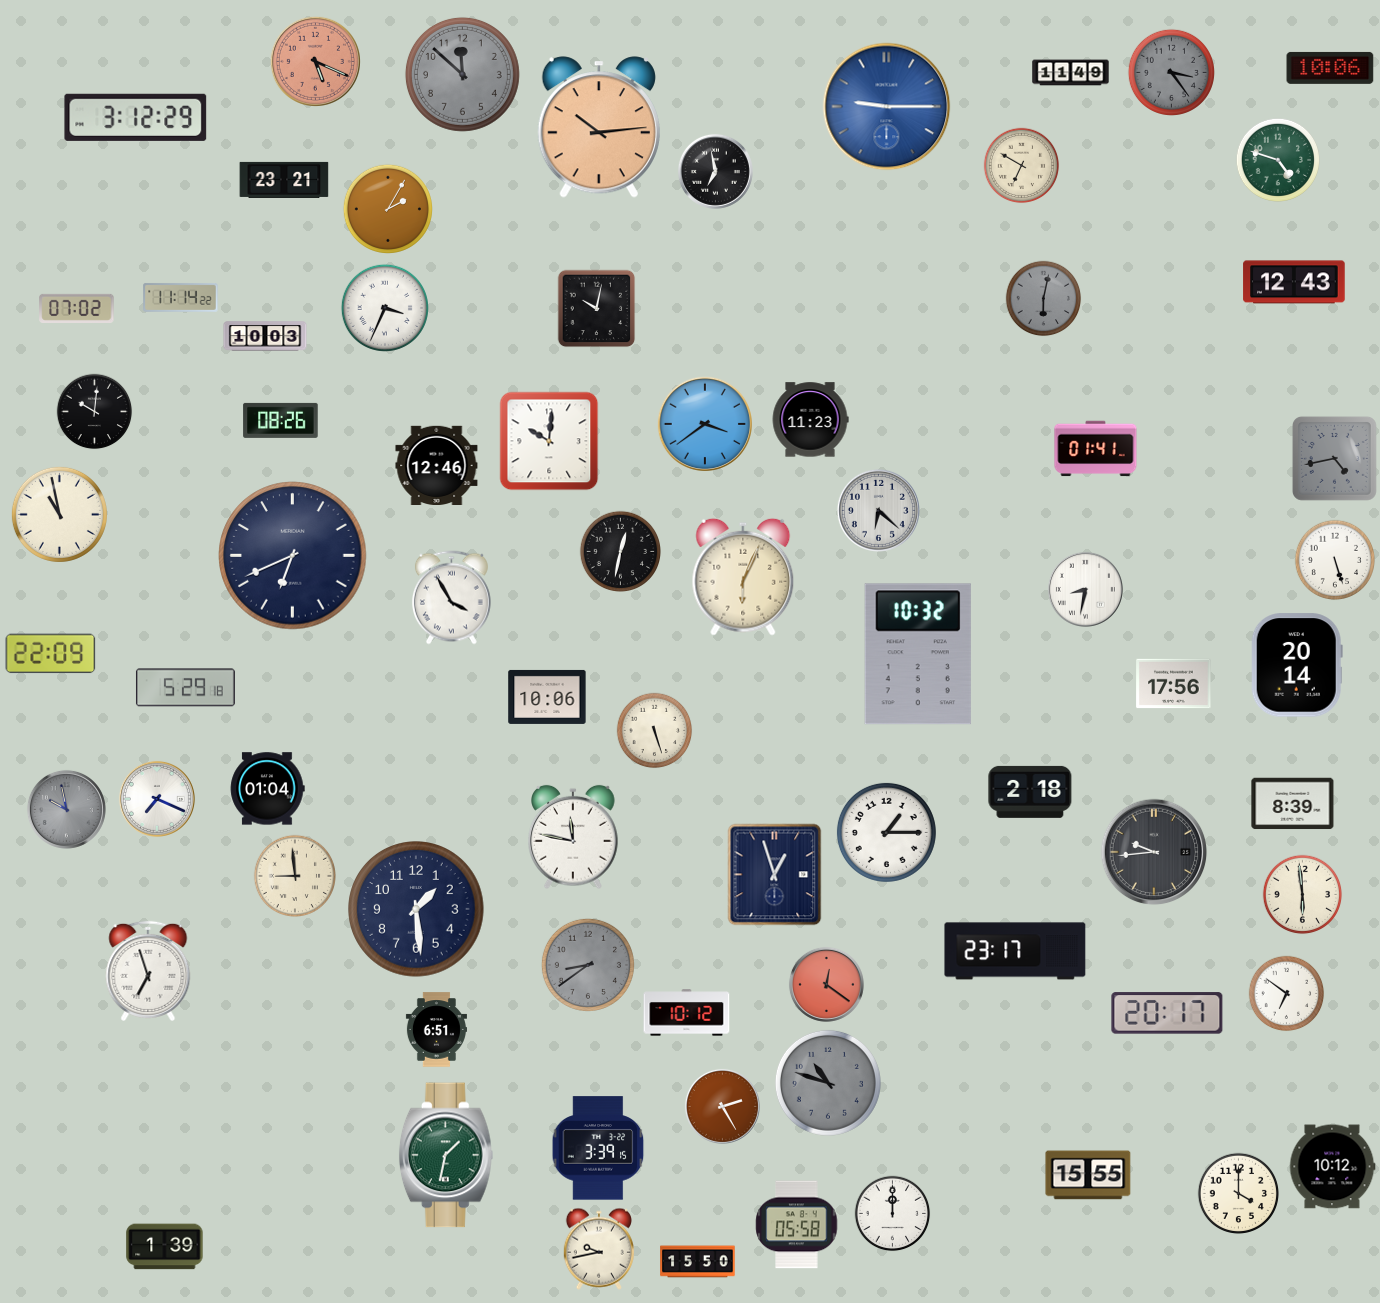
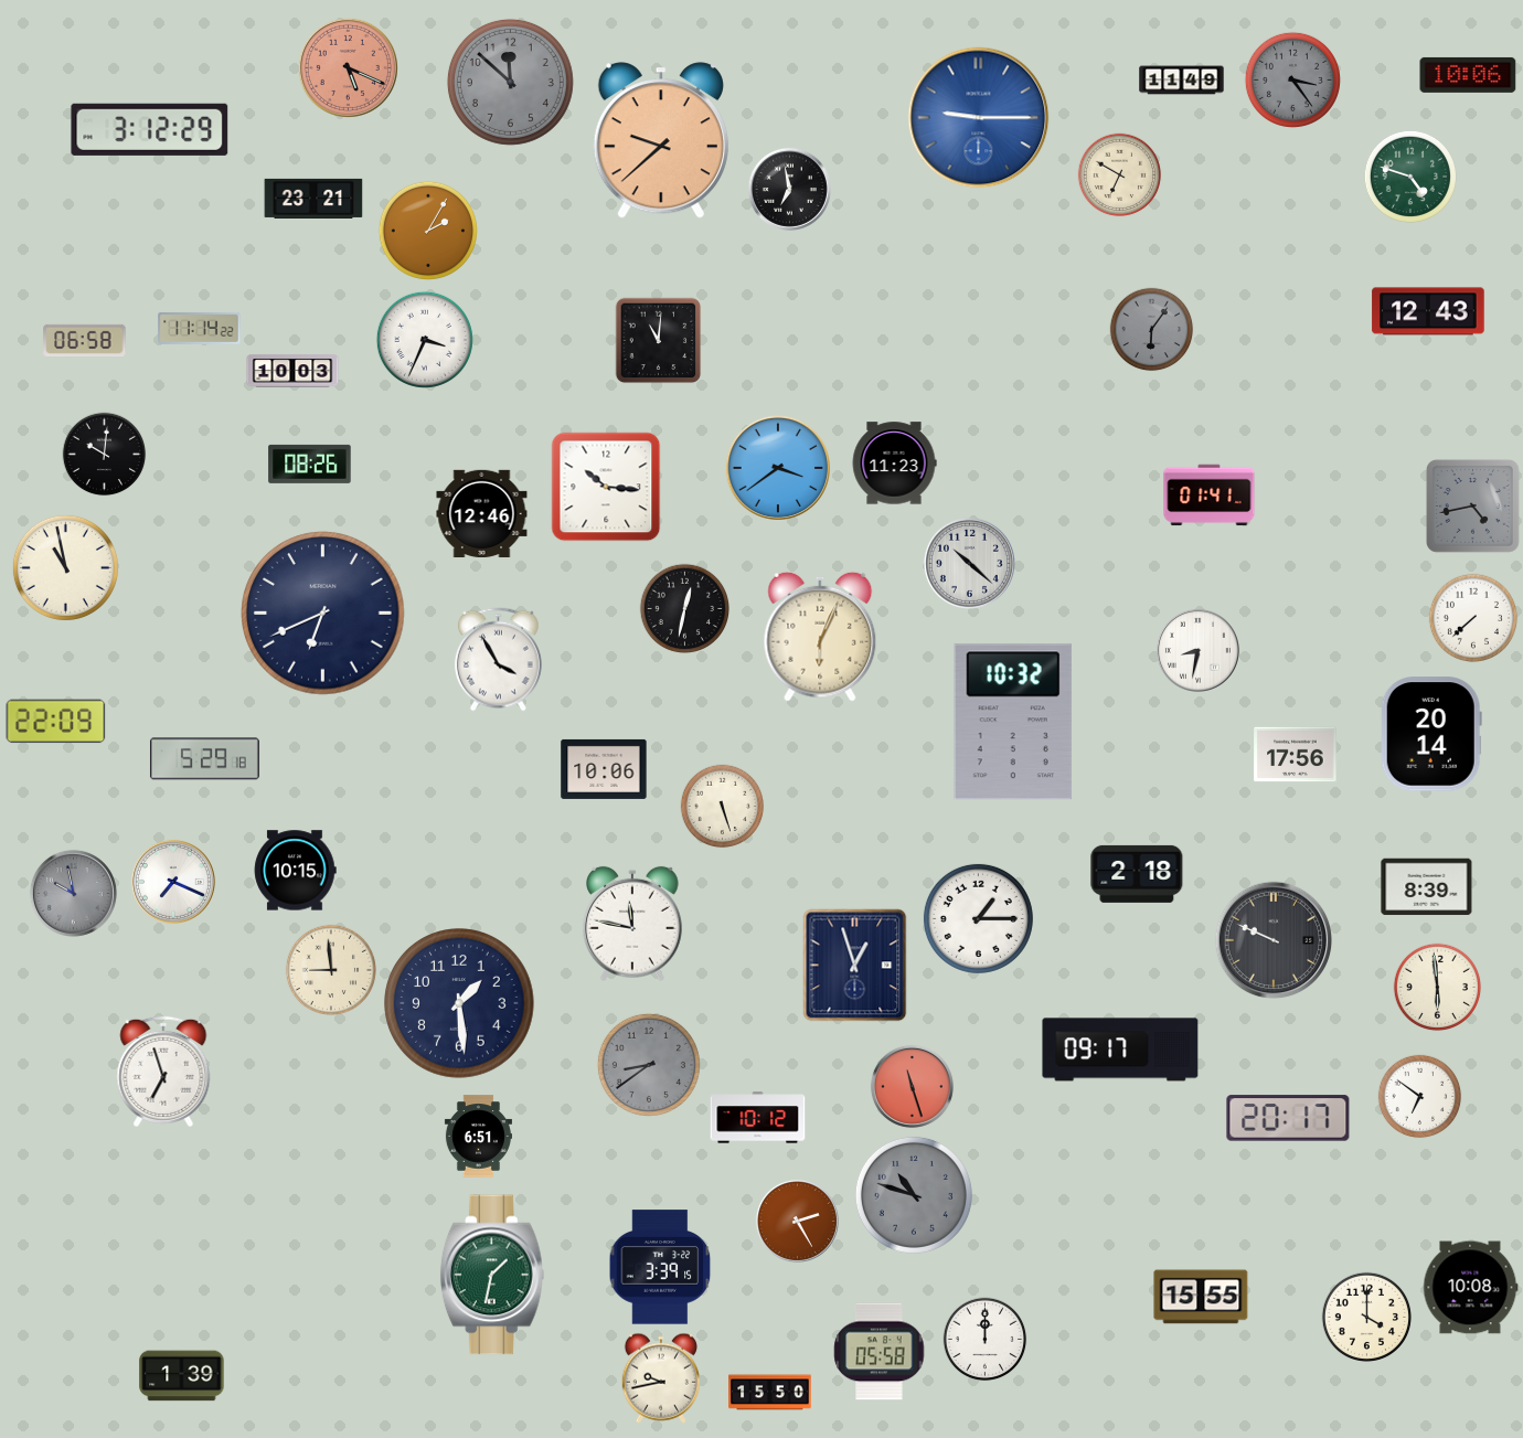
clock at (599, 127): 10:14 -> 9:38
clock at (1022, 166) position: (1022, 166) -> (1120, 175)
clock at (1044, 299): 6:02 -> 6:06
clock at (77, 308): 07:02 -> 06:58
clock at (597, 309): 10:02 -> 11:01
clock at (549, 441): 10:01 -> 10:16
clock at (878, 510): 6:22 -> 10:22
clock at (1335, 560): 5:27 -> 7:38
clock at (267, 789): 01:04 -> 10:15
clock at (1154, 852): 9:44 -> 9:49
clock at (294, 875) position: (294, 875) -> (330, 969)
clock at (1015, 951): 23:17 -> 09:17
clock at (826, 984): 12:21 -> 11:27
clock at (436, 1030) position: (436, 1030) -> (478, 1137)
clock at (1332, 1167): 10:12 -> 10:08
